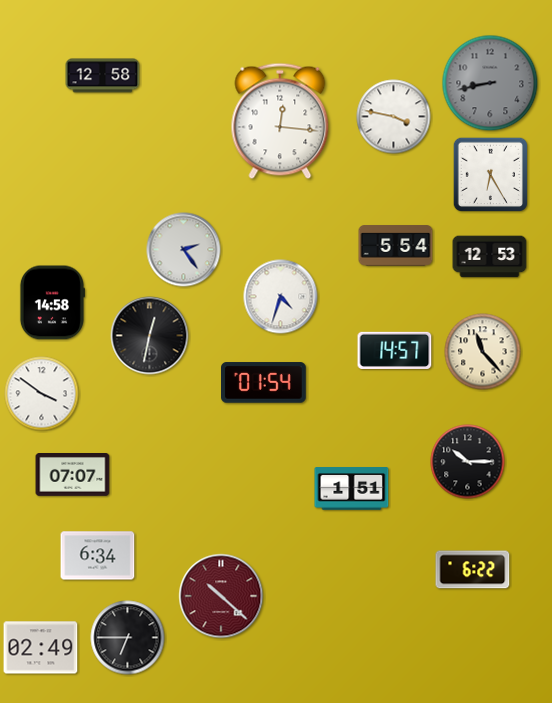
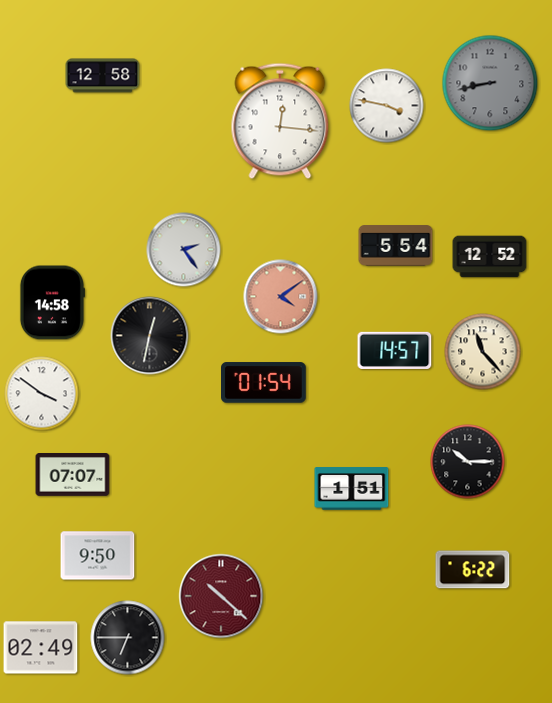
clock at (394, 117) position: (394, 117) -> (387, 106)
clock at (491, 175): 6:25 -> none
clock at (490, 257): 12:53 -> 12:52
clock at (281, 297): 4:33 -> 4:09
clock at (281, 297) dial: white -> salmon
clock at (98, 556): 6:34 -> 9:50
